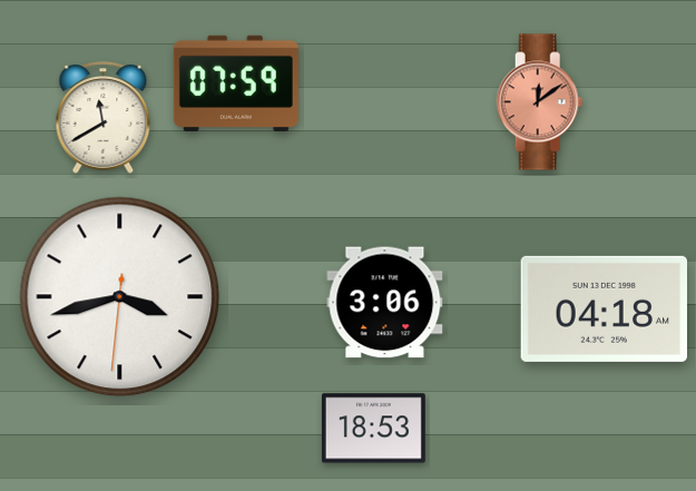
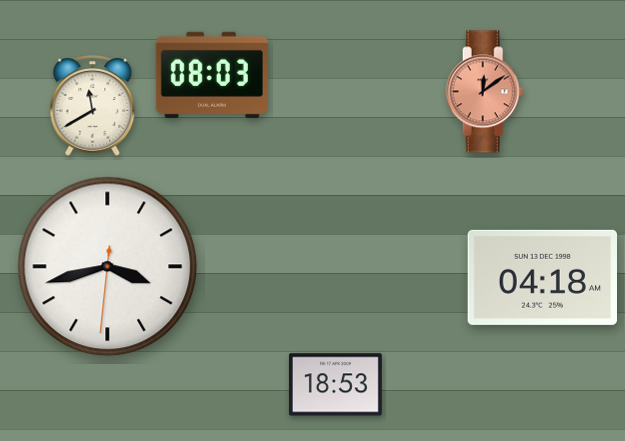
clock at (236, 84): 07:59 -> 08:03
clock at (385, 303): 3:06 -> none
